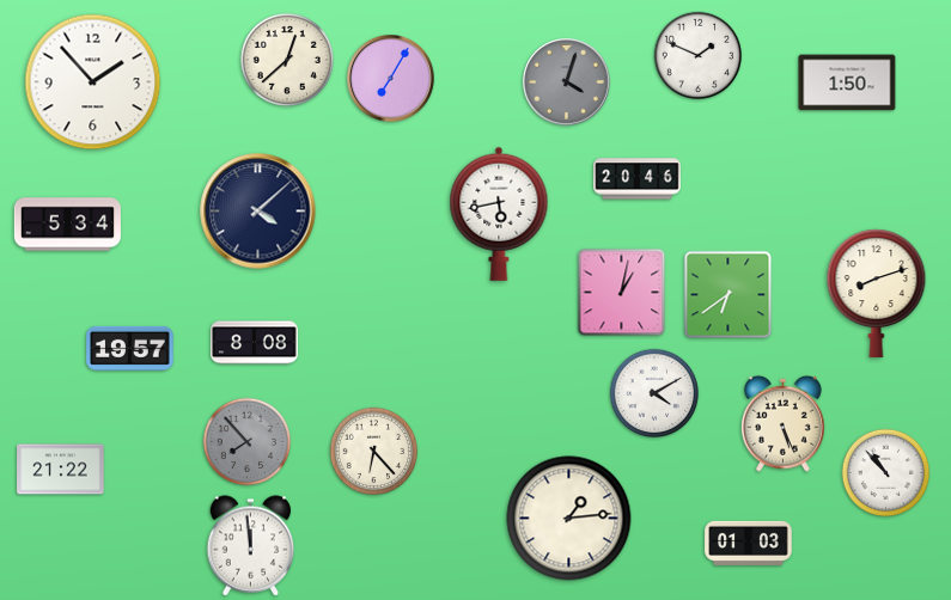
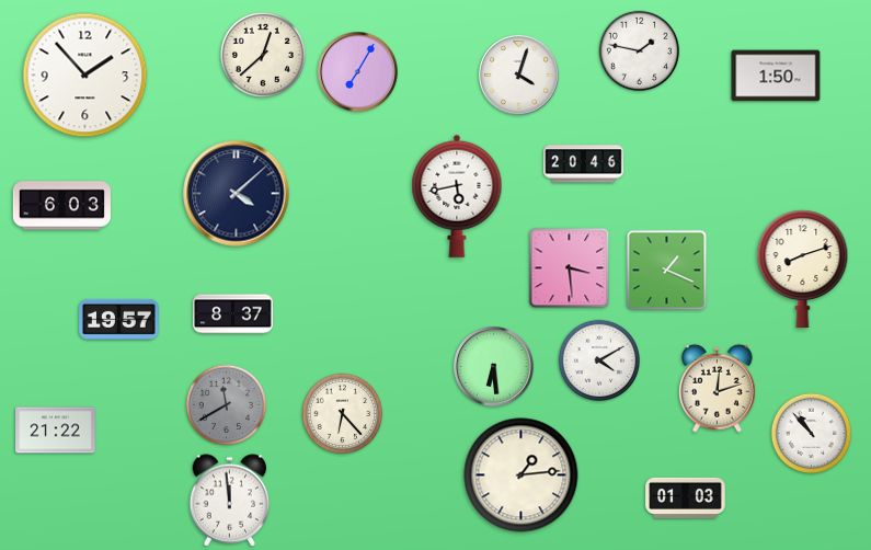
clock at (699, 56): 1:49 -> 1:47
clock at (567, 82) dial: grey -> white
clock at (67, 225): 5:34 -> 6:03
clock at (622, 293): 1:02 -> 3:29
clock at (729, 295): 6:39 -> 1:19
clock at (255, 343): 8:08 -> 8:37
clock at (494, 367): none -> 6:29
clock at (784, 423): 5:26 -> 12:12
clock at (248, 442): 7:53 -> 11:40
